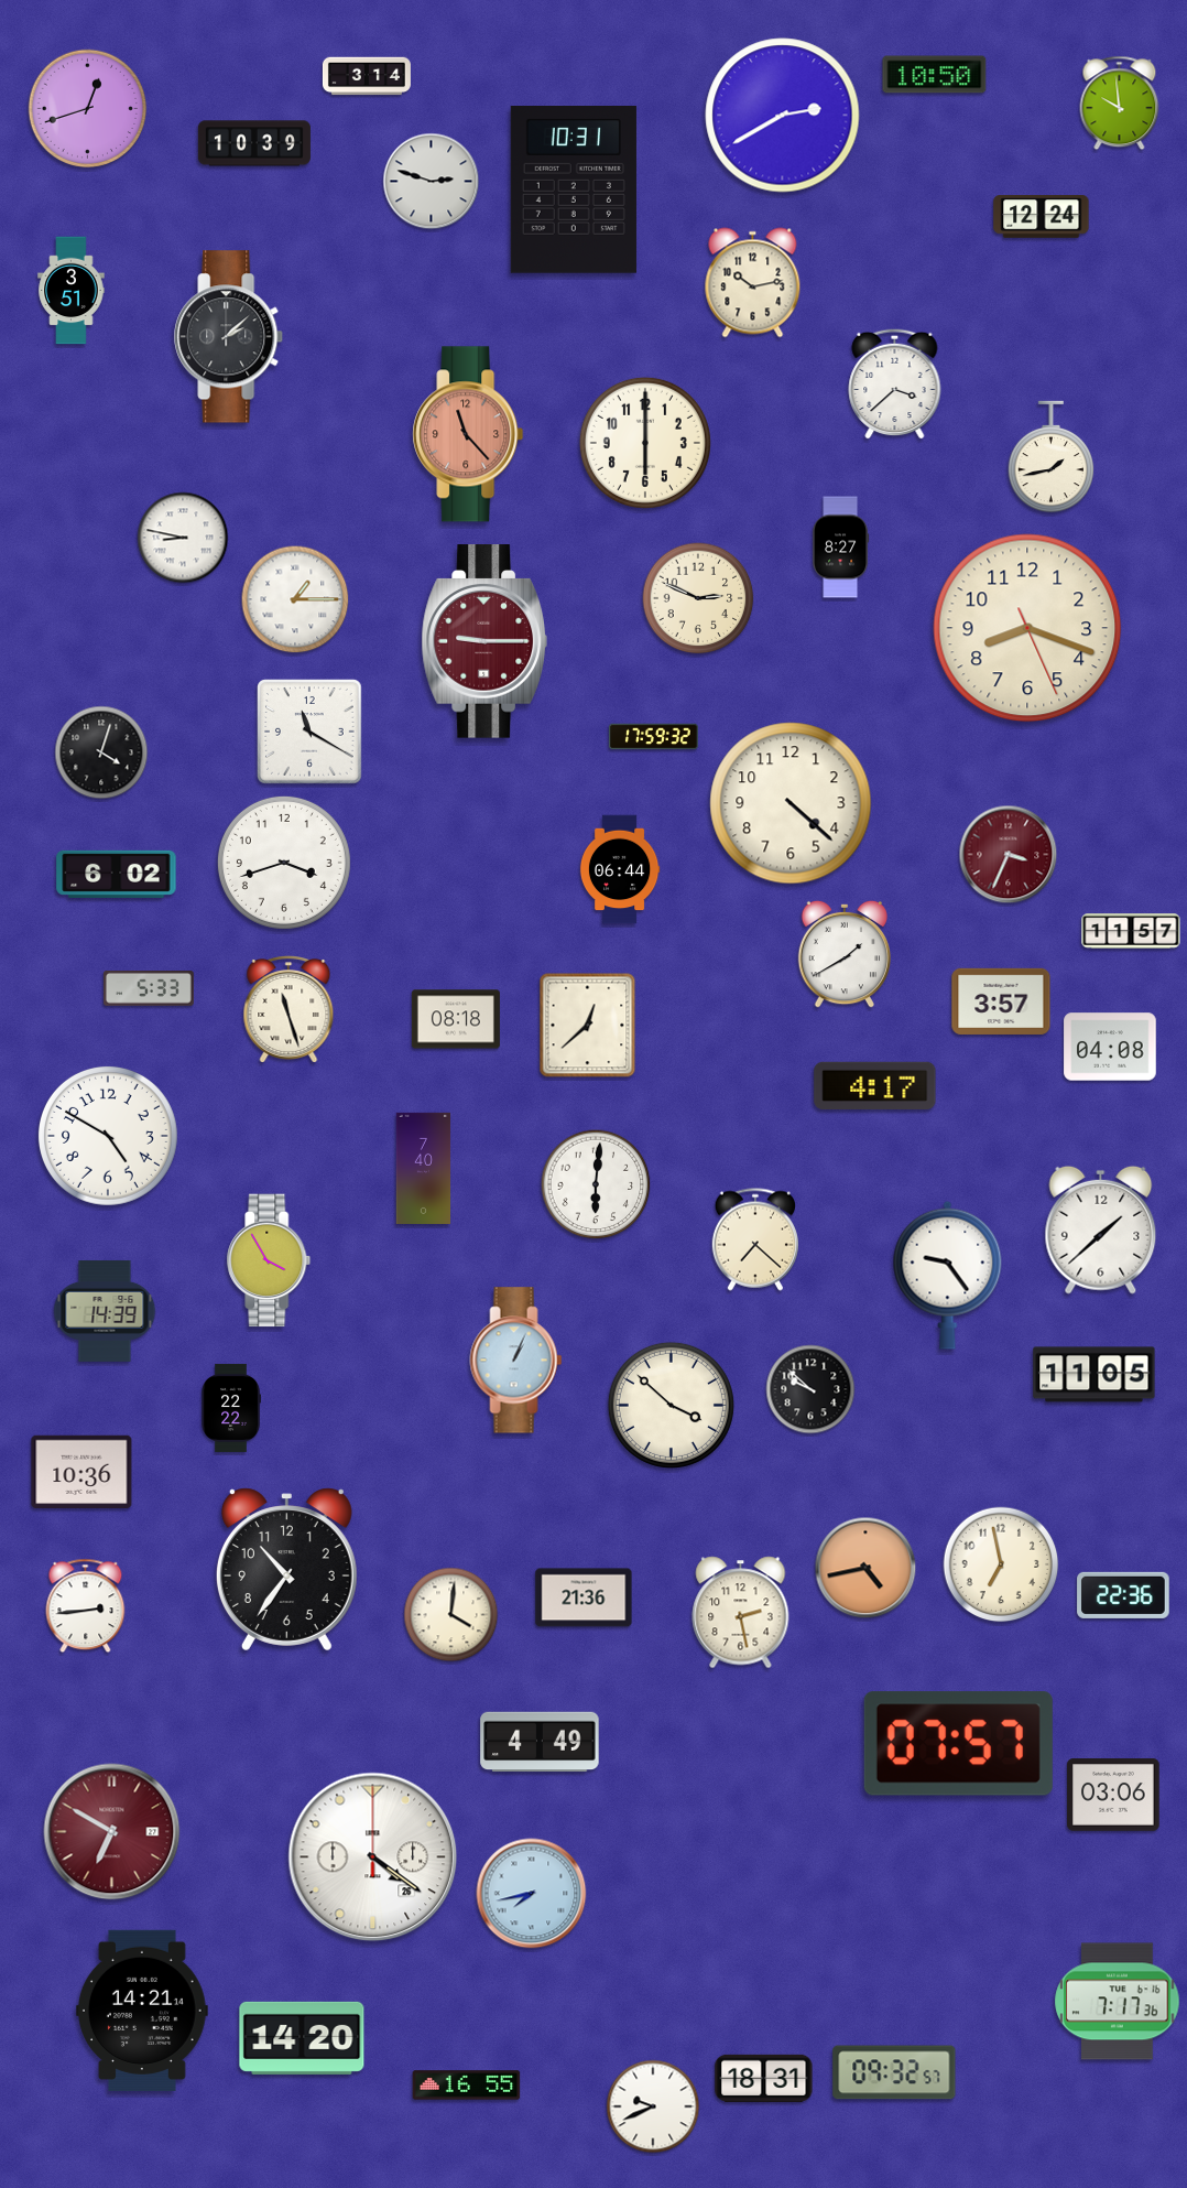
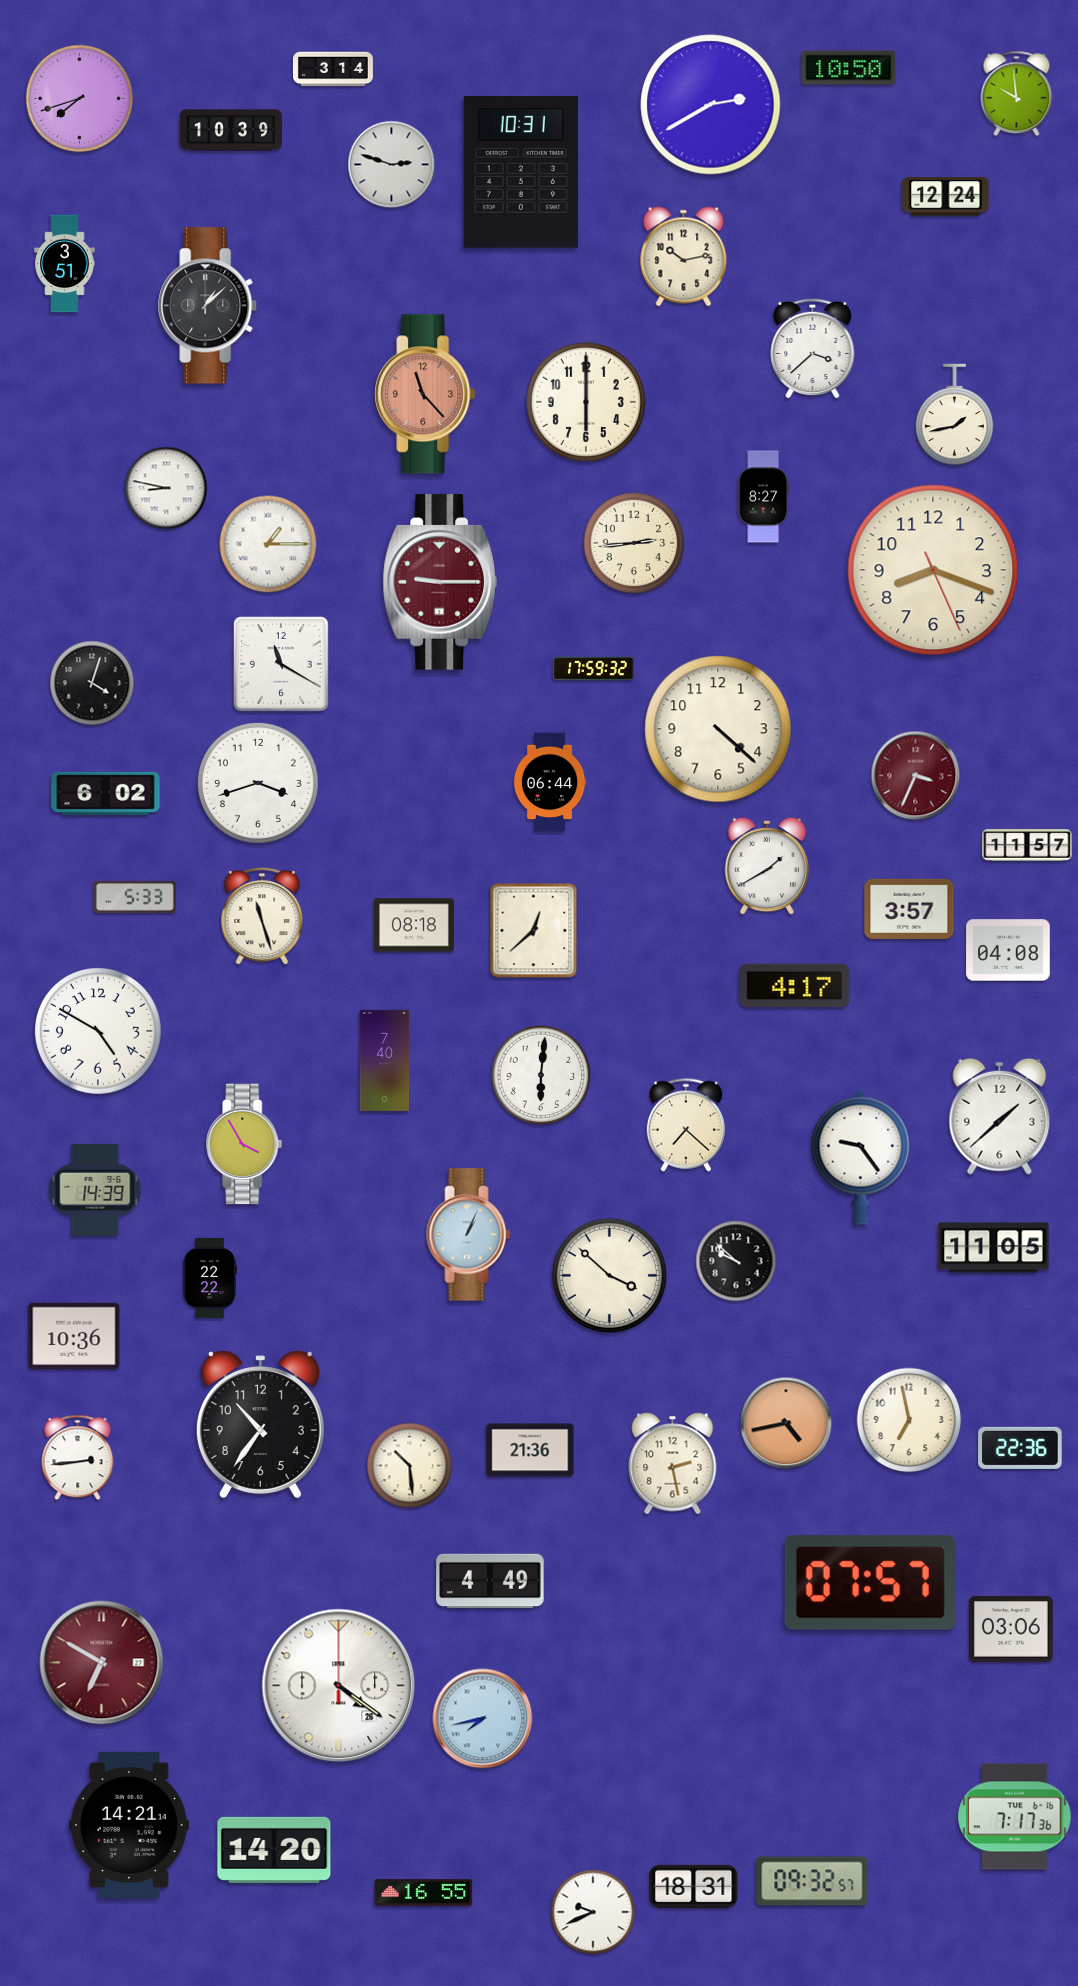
clock at (88, 109): 12:42 -> 7:42
clock at (229, 337): 2:08 -> 1:08
clock at (698, 598): 2:49 -> 2:44
clock at (620, 869) position: (620, 869) -> (550, 782)
clock at (451, 1615): 4:01 -> 10:29
